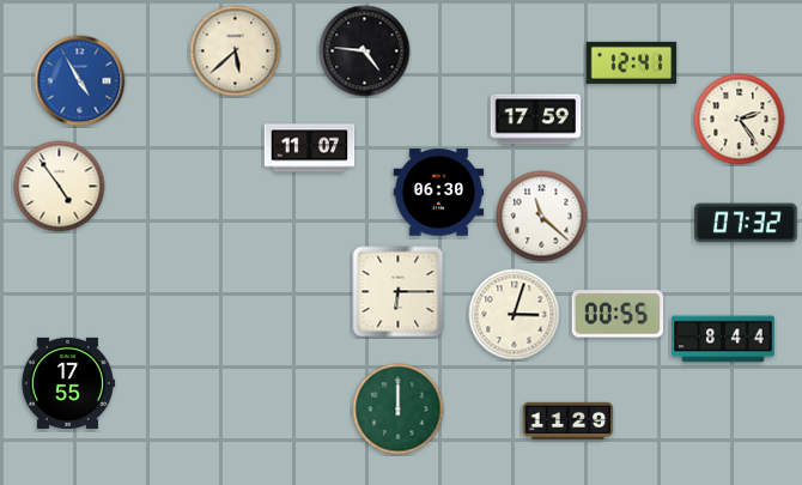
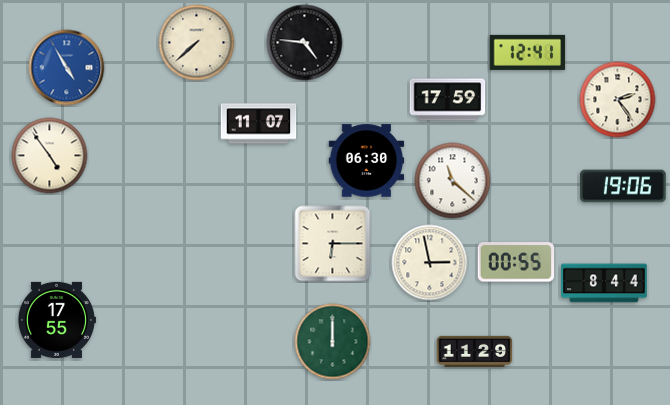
clock at (236, 51): 5:38 -> 7:38
clock at (746, 223): 07:32 -> 19:06
clock at (515, 315): 3:03 -> 2:58
